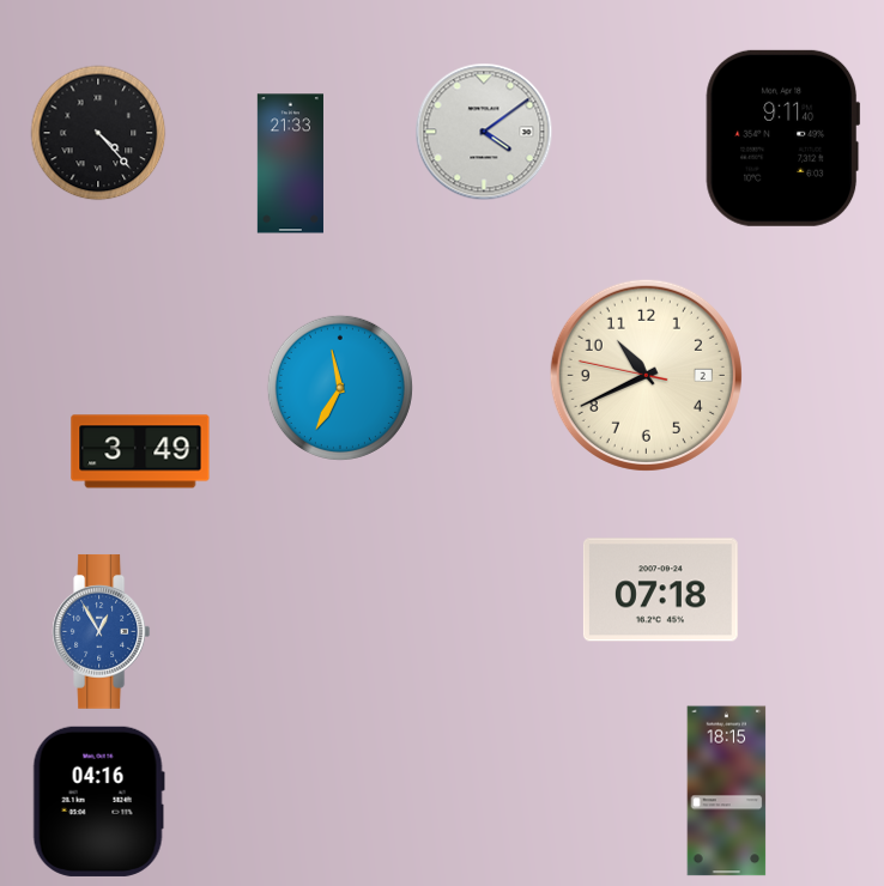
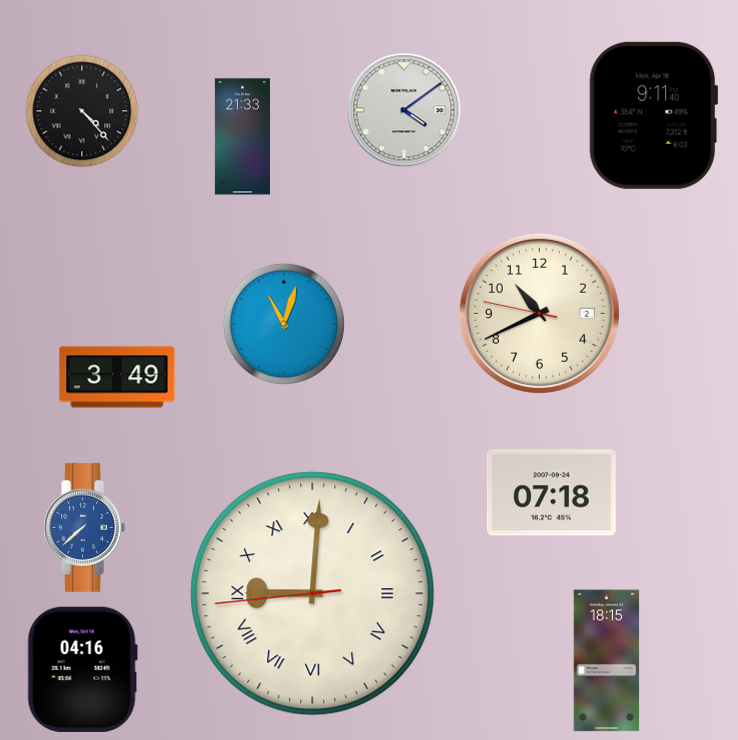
clock at (340, 388): 11:35 -> 11:03
clock at (102, 631): 12:55 -> 7:38
clock at (313, 594): none -> 9:00
